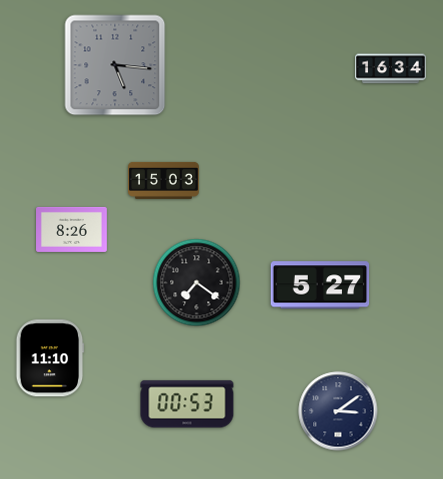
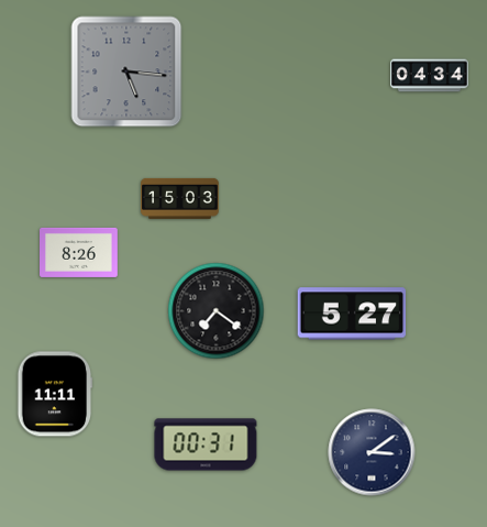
clock at (391, 69): 16:34 -> 04:34
clock at (50, 358): 11:10 -> 11:11
clock at (187, 404): 00:53 -> 00:31
